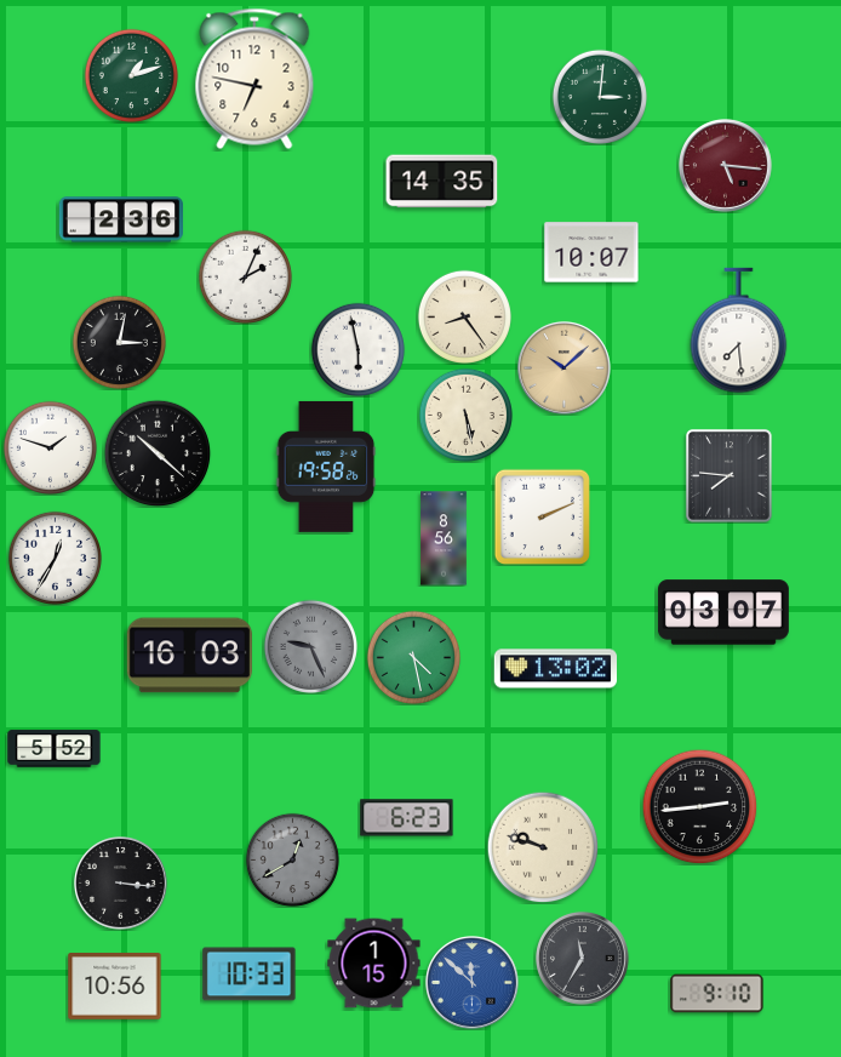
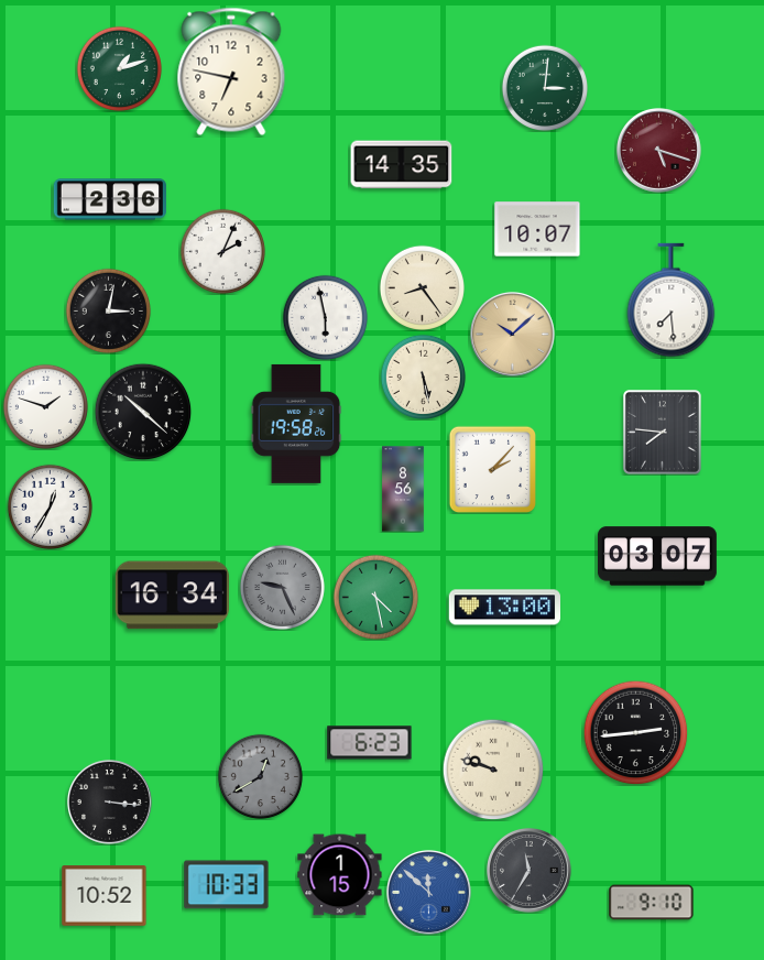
clock at (726, 166): 5:16 -> 5:18
clock at (542, 516): 2:11 -> 2:07
clock at (189, 656): 16:03 -> 16:34
clock at (555, 669): 13:02 -> 13:00
clock at (55, 749): 5:52 -> none
clock at (292, 859) position: (292, 859) -> (260, 776)
clock at (115, 987): 10:56 -> 10:52
